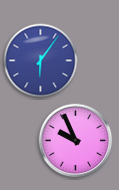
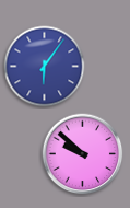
clock at (76, 141): 9:56 -> 9:52
